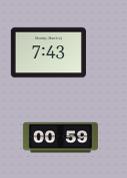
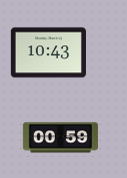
clock at (48, 53): 7:43 -> 10:43
